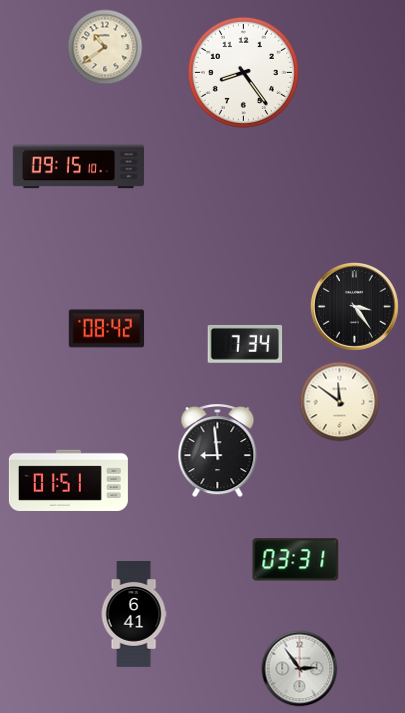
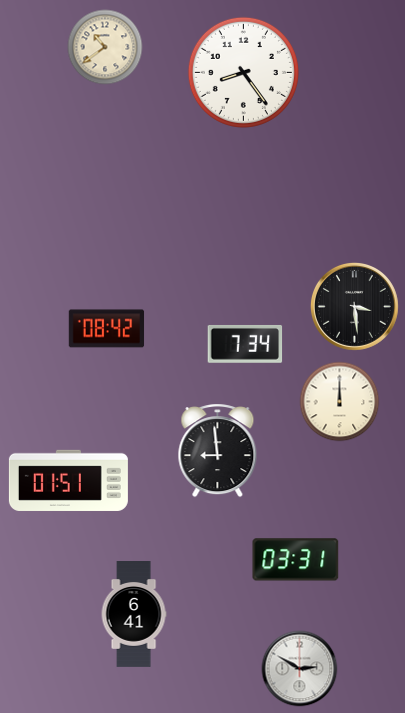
clock at (79, 167): 09:15 -> none
clock at (354, 306): 3:24 -> 3:29
clock at (340, 402): 11:51 -> 12:00
clock at (300, 669): 2:54 -> 2:50
